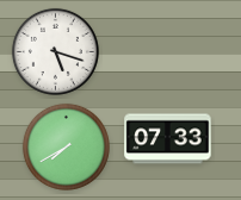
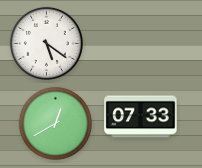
clock at (55, 51): 5:18 -> 5:21
clock at (66, 146): 7:40 -> 12:40
